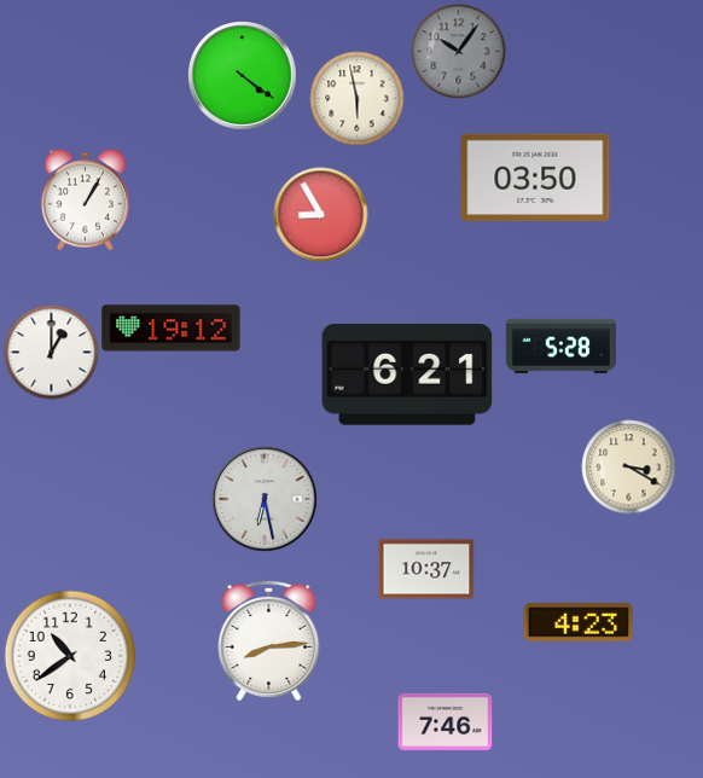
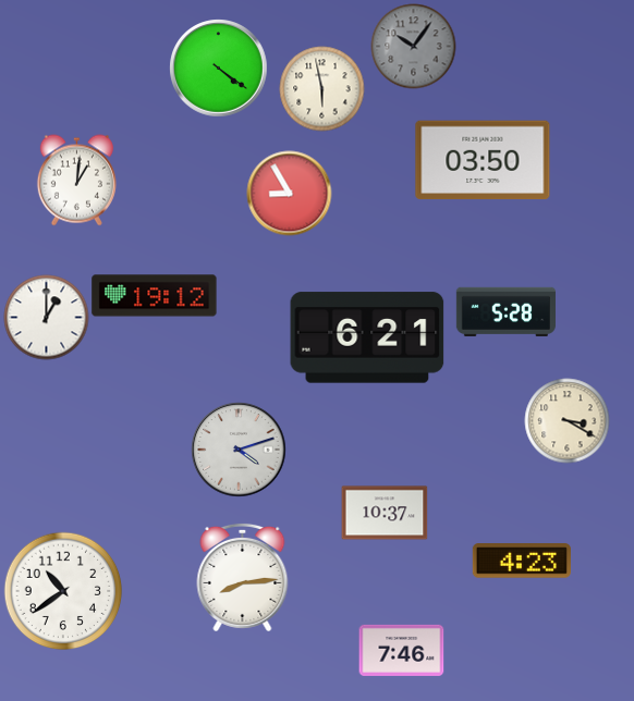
clock at (85, 199): 1:05 -> 1:01
clock at (265, 499): 6:28 -> 4:12
